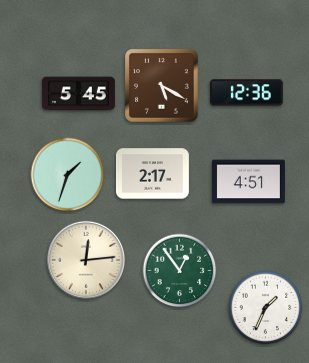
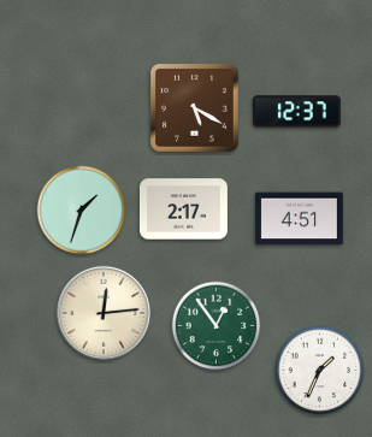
clock at (162, 86) position: (162, 86) -> (195, 108)
clock at (246, 93): 12:36 -> 12:37
clock at (78, 94): 5:45 -> none
